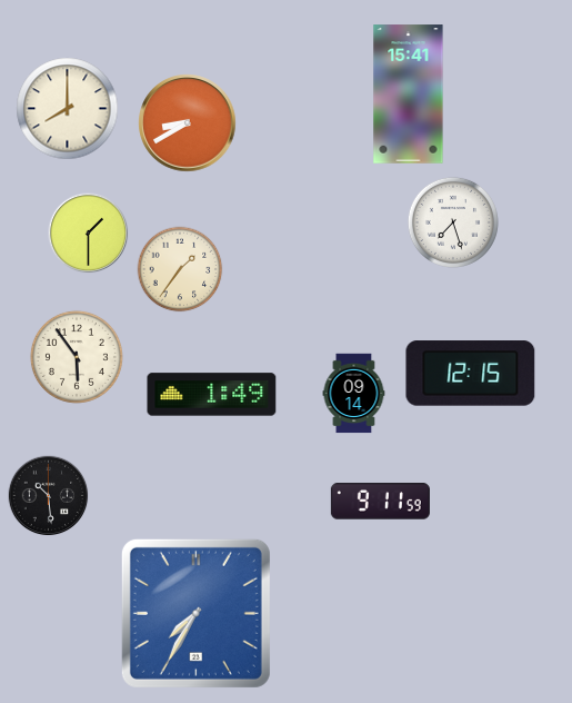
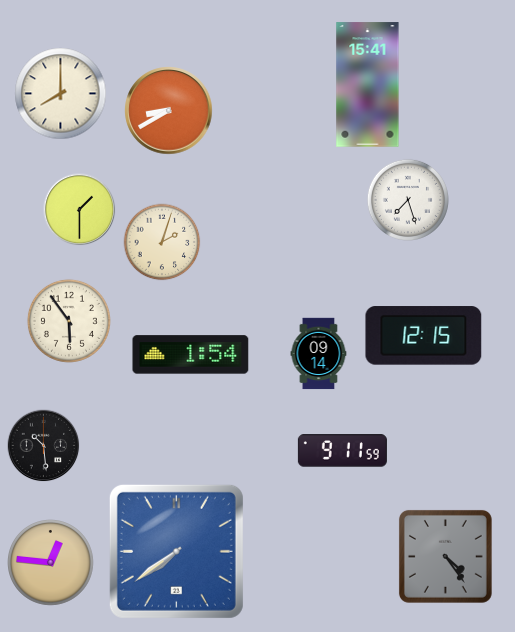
clock at (68, 109) position: (68, 109) -> (61, 94)
clock at (180, 269): 1:36 -> 2:03
clock at (212, 395): 1:49 -> 1:54
clock at (195, 613): 7:35 -> 7:39
clock at (445, 556): none -> 4:24
clock at (51, 563): none -> 12:46
